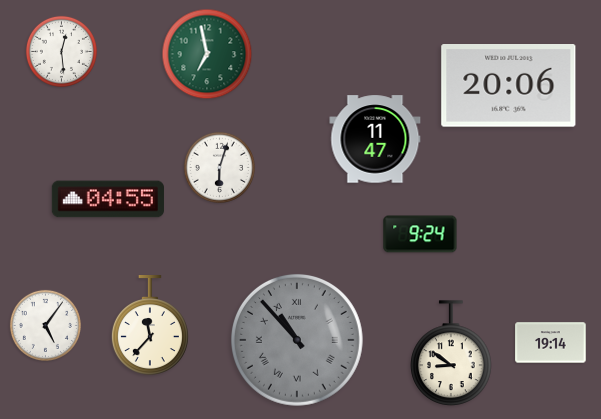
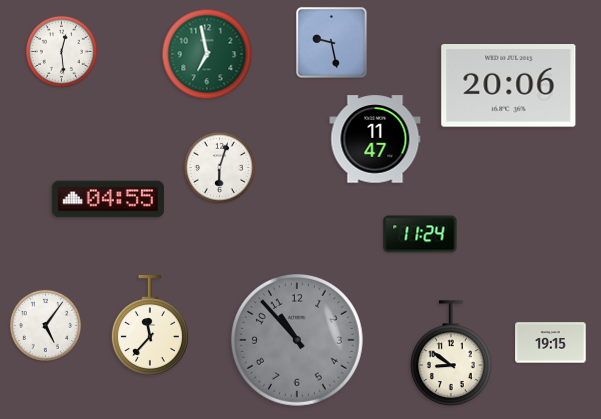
clock at (332, 43): none -> 9:28
clock at (420, 234): 9:24 -> 11:24
clock at (297, 340) numerals: Roman -> Arabic
clock at (551, 343): 19:14 -> 19:15
